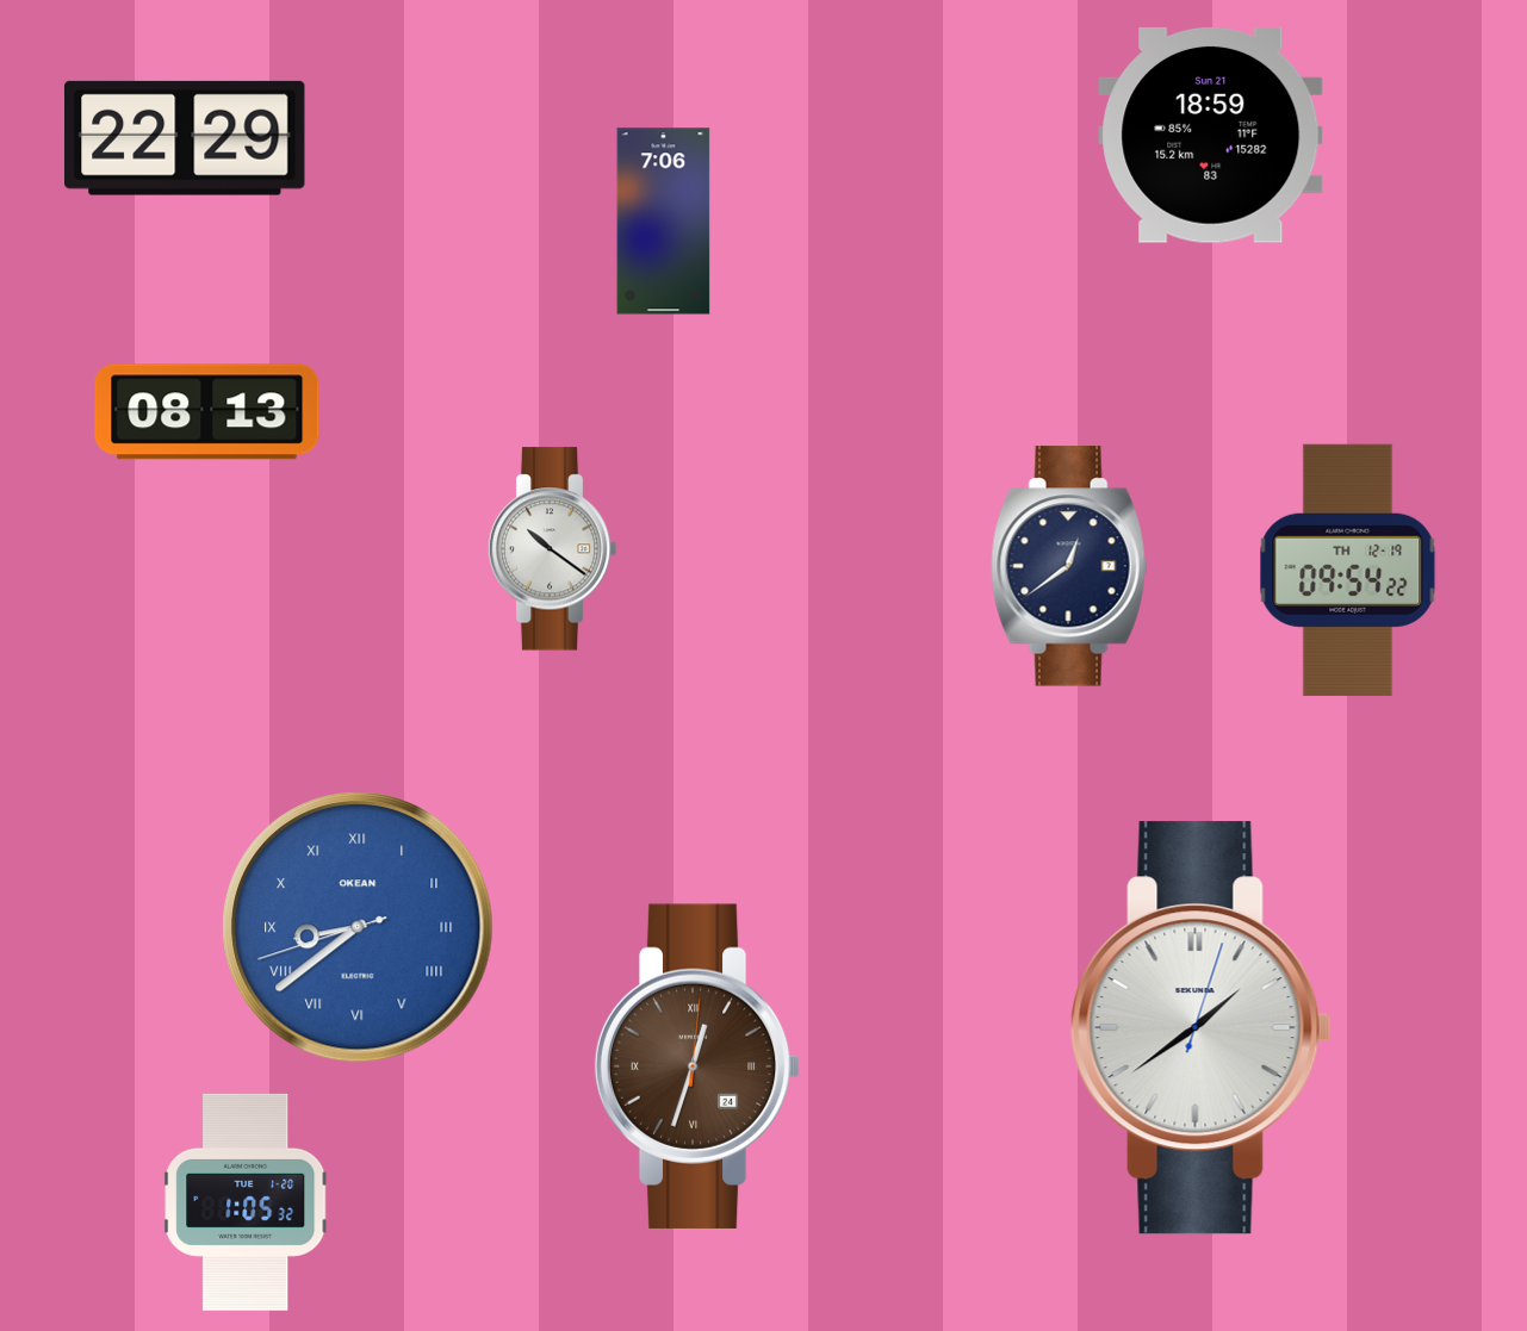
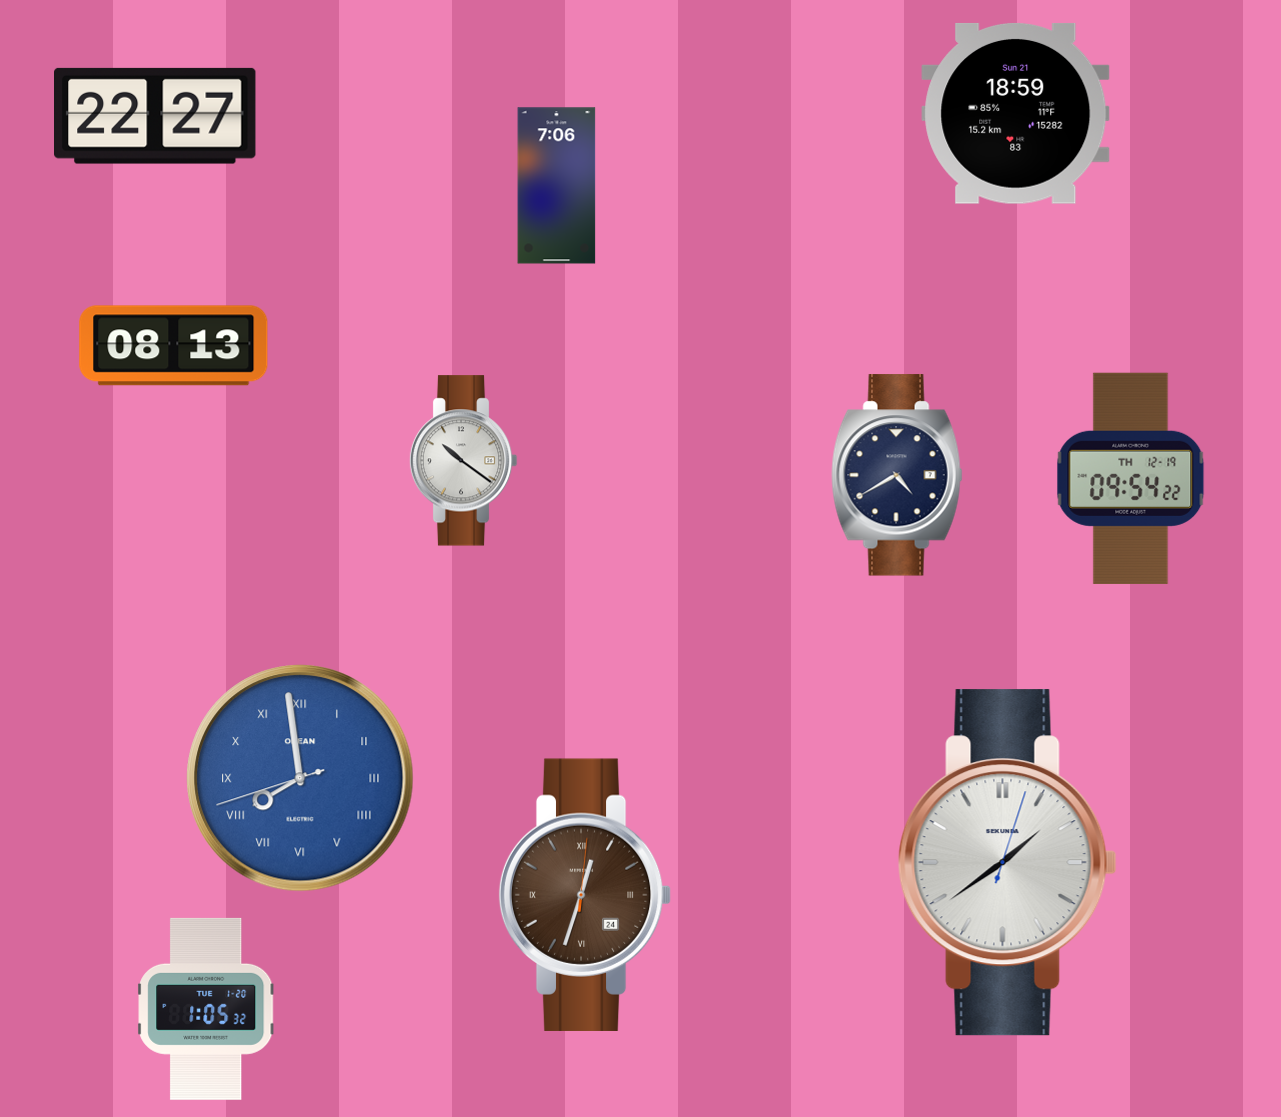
clock at (186, 138): 22:29 -> 22:27
clock at (1069, 566): 12:39 -> 4:40
clock at (358, 927): 8:38 -> 7:58
